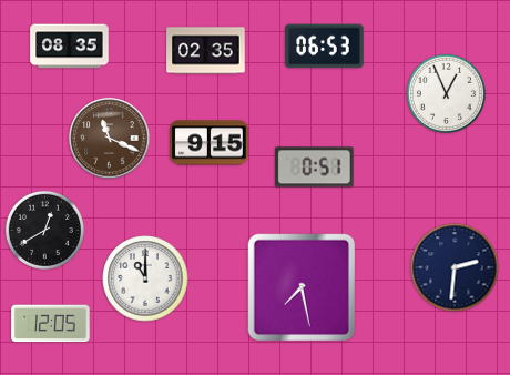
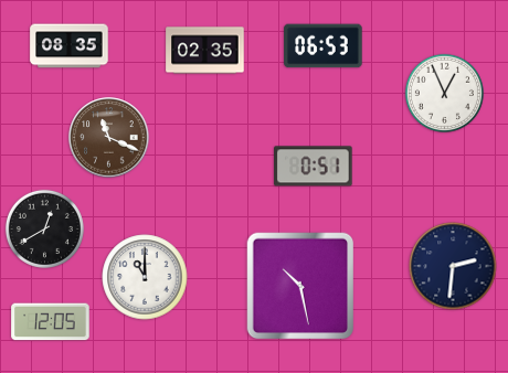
clock at (210, 143): 9:15 -> none
clock at (302, 287): 7:28 -> 10:28
